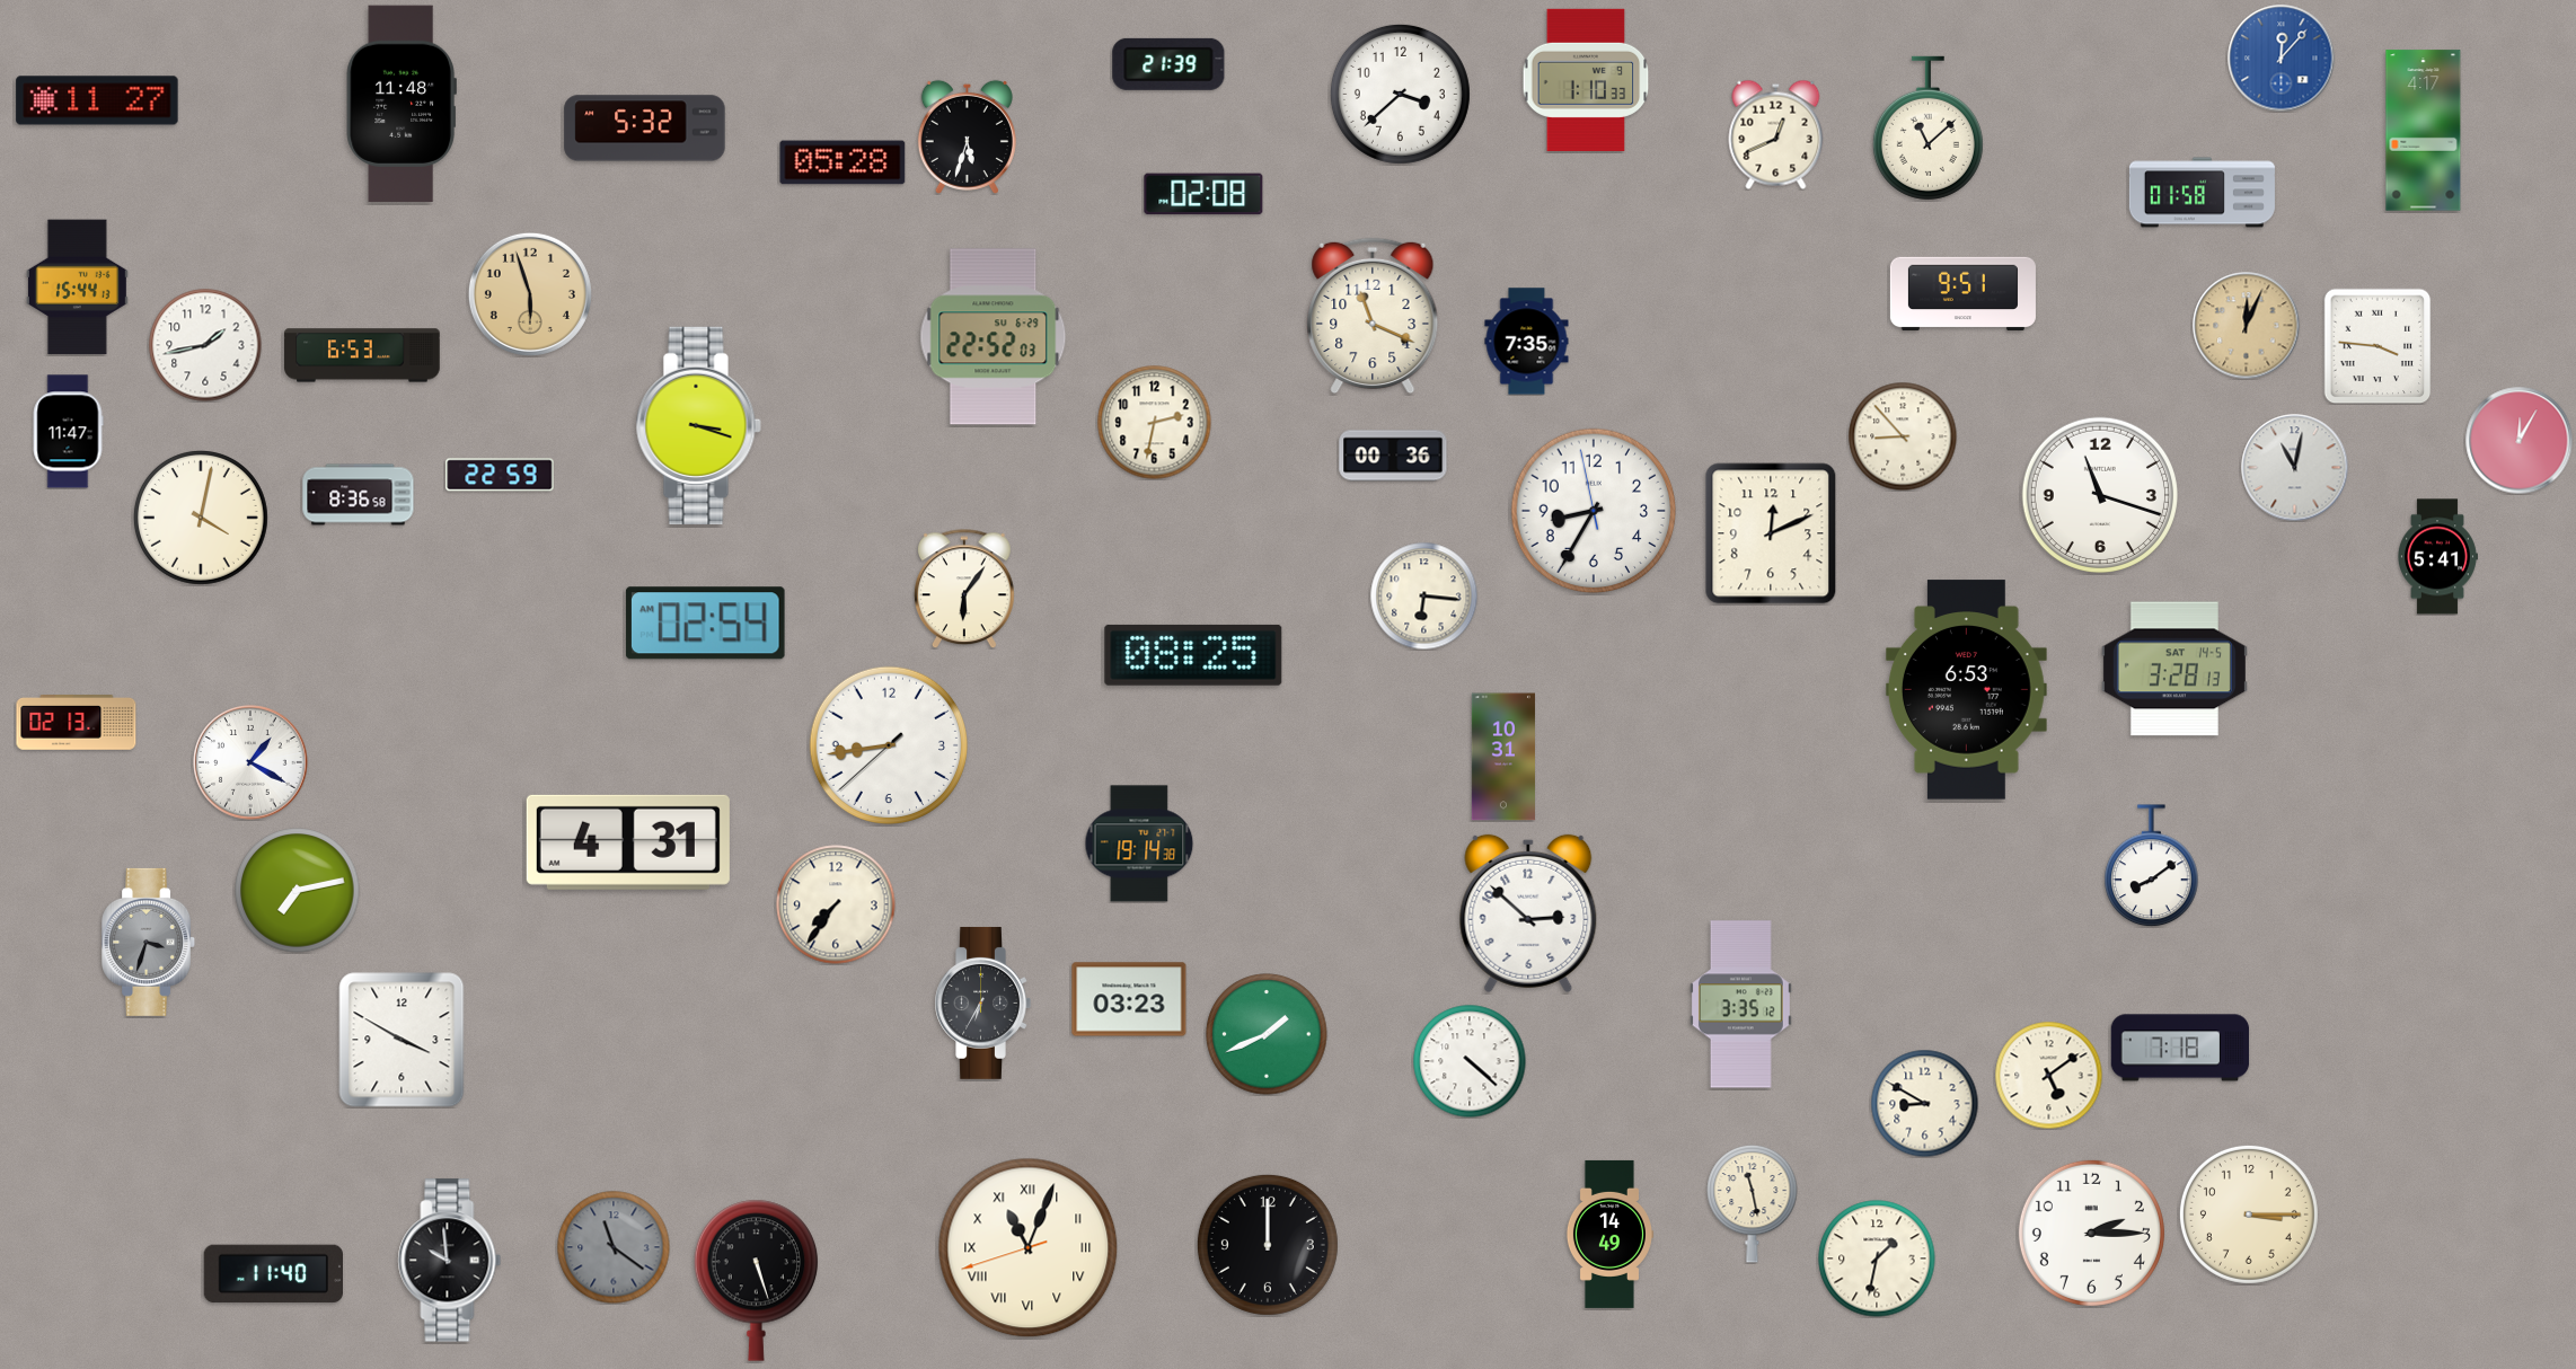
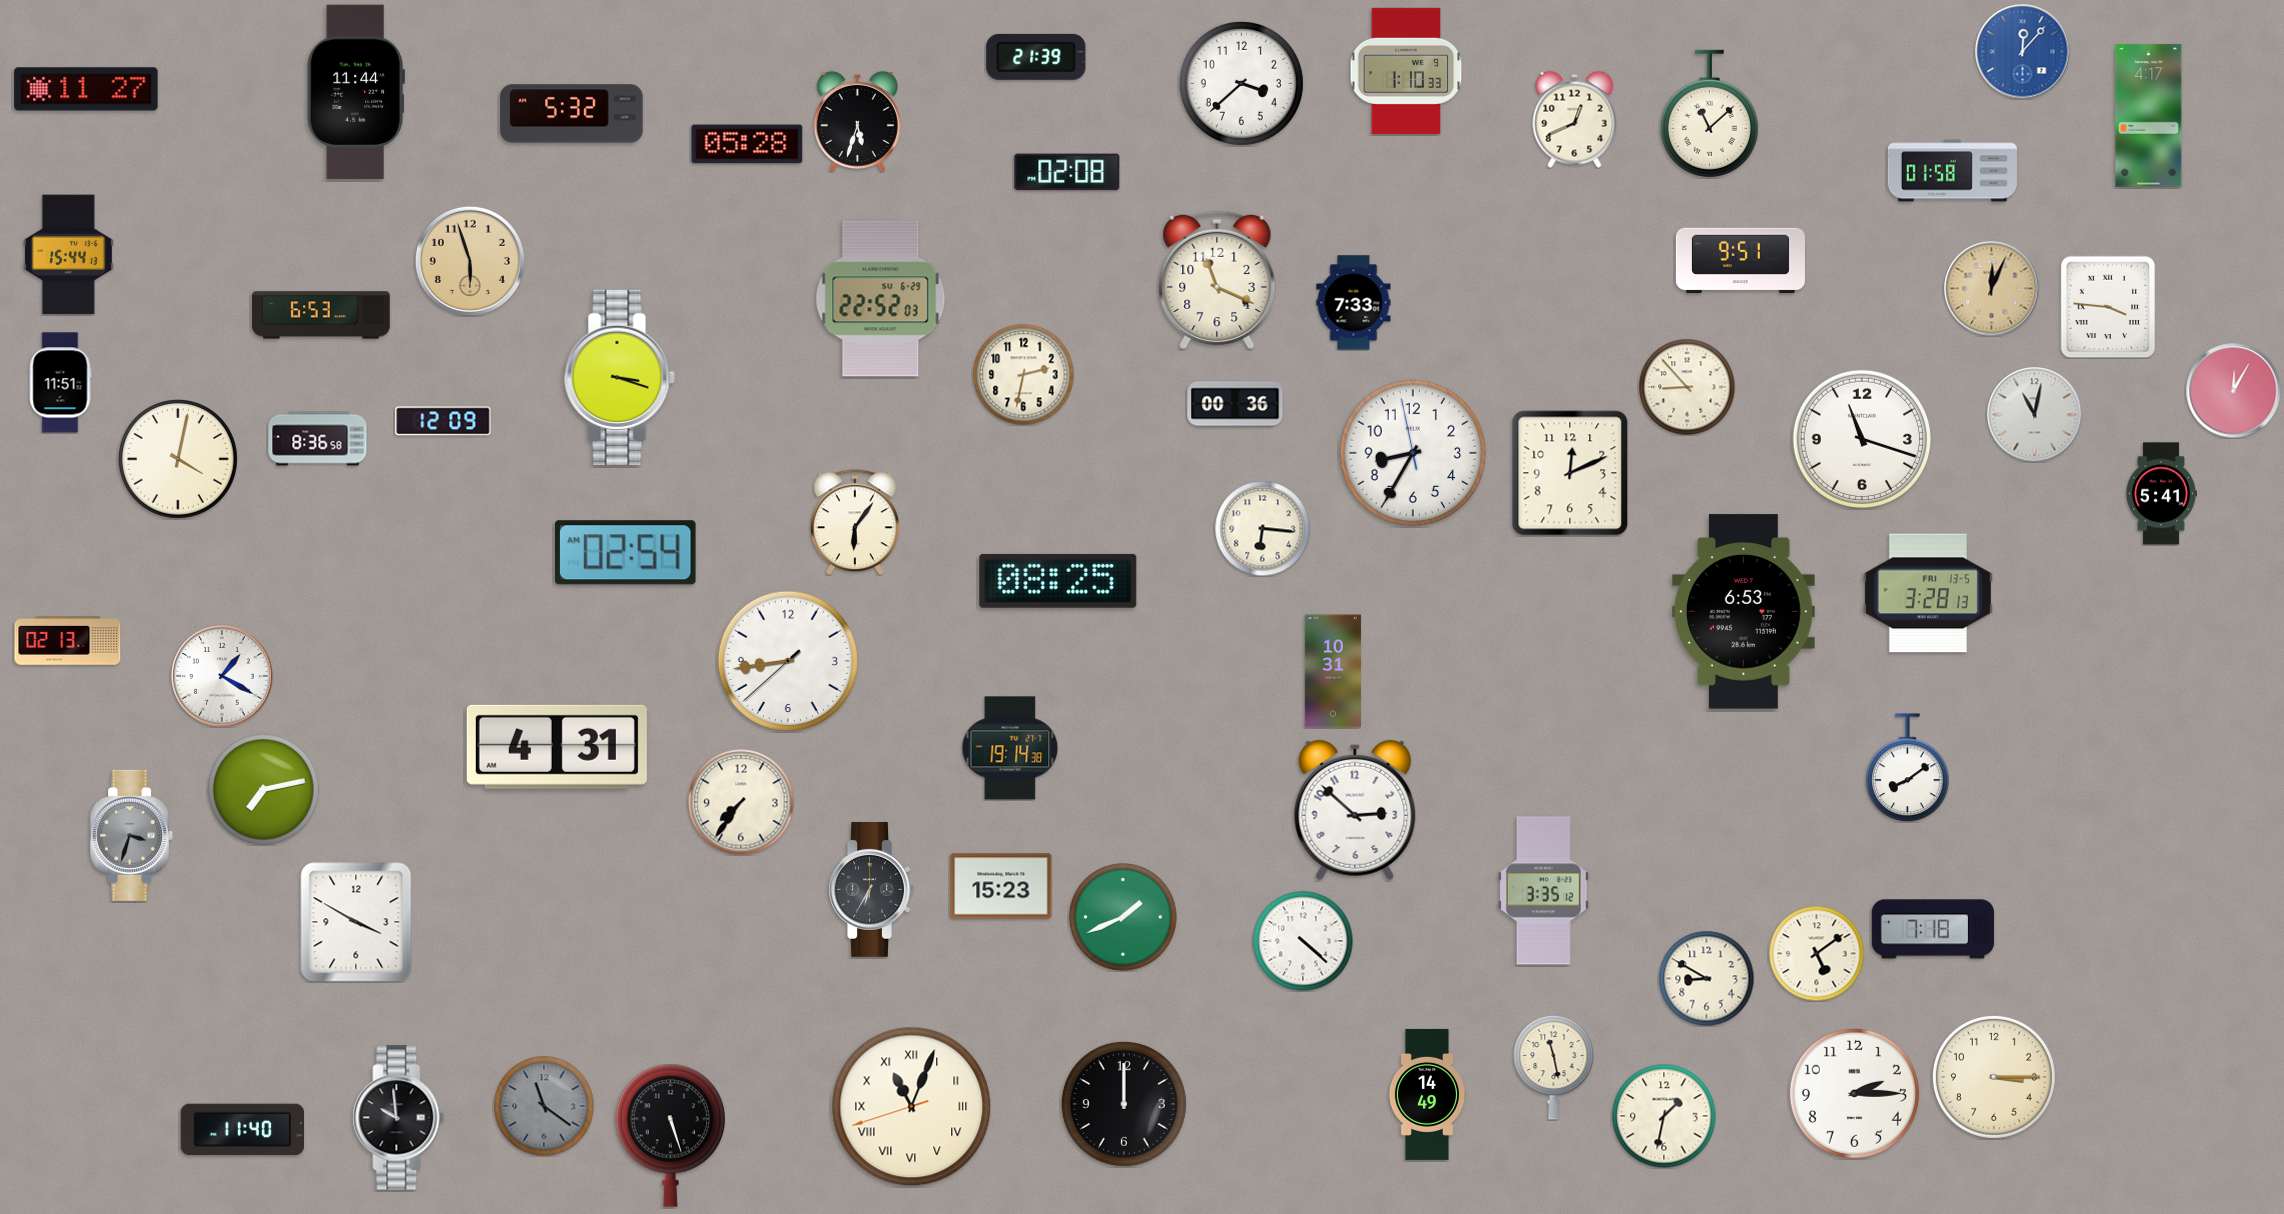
clock at (402, 103): 11:48 -> 11:44
clock at (1527, 342): 7:35 -> 7:33
clock at (205, 345): 1:43 -> none
clock at (68, 432): 11:47 -> 11:51
clock at (500, 475): 22:59 -> 12:09
clock at (2174, 669) date: SAT 14-5 -> FRI 13-5
clock at (1129, 999): 03:23 -> 15:23
